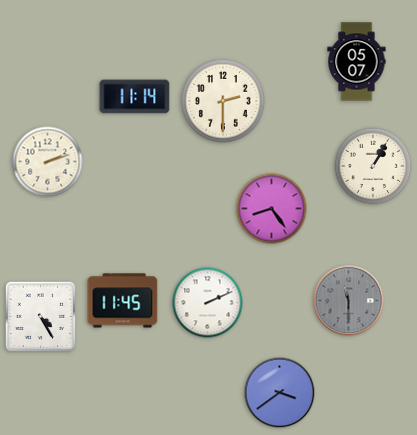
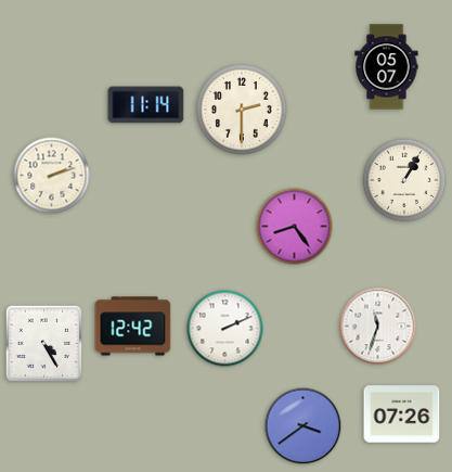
clock at (123, 301): 11:45 -> 12:42
clock at (349, 301): 11:30 -> 11:33
clock at (349, 301) dial: grey -> white
clock at (402, 414): none -> 07:26
